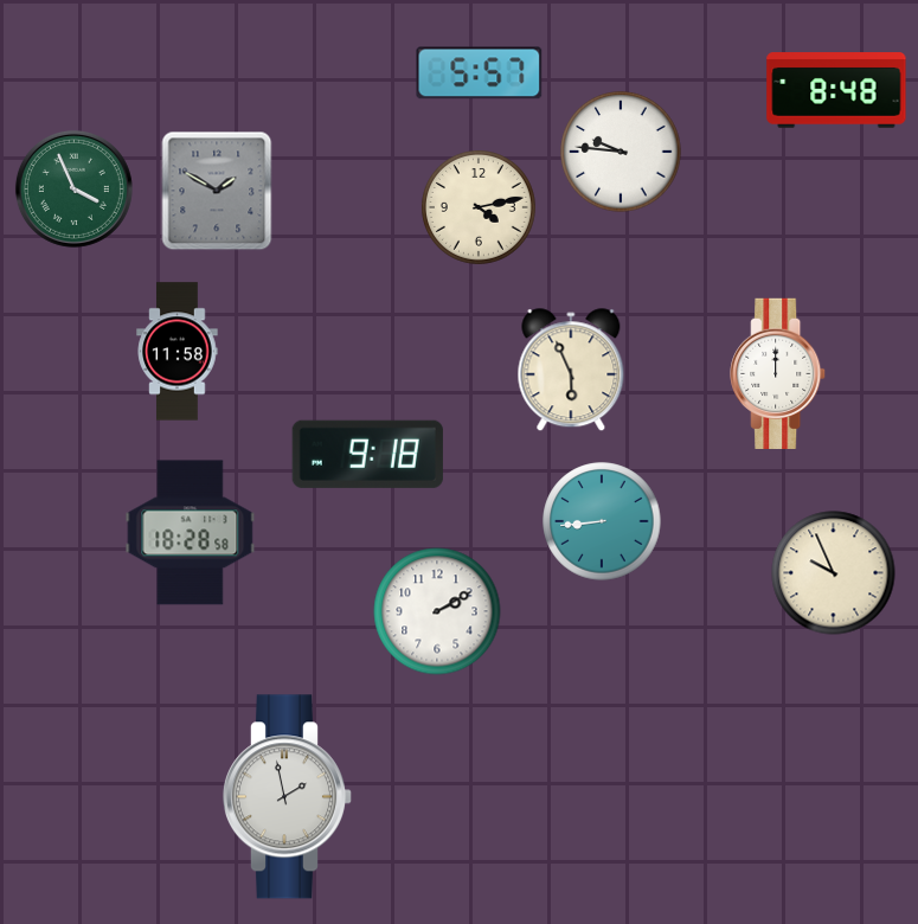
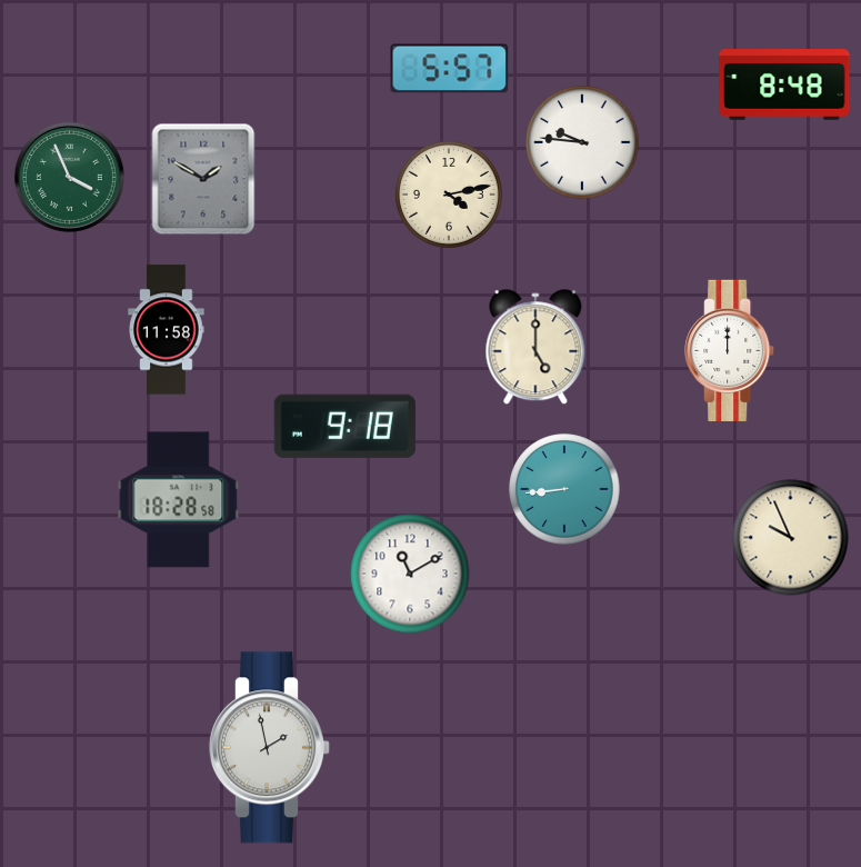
clock at (571, 371): 5:56 -> 5:00
clock at (834, 573) position: (834, 573) -> (791, 538)
clock at (437, 611): 2:10 -> 11:10
